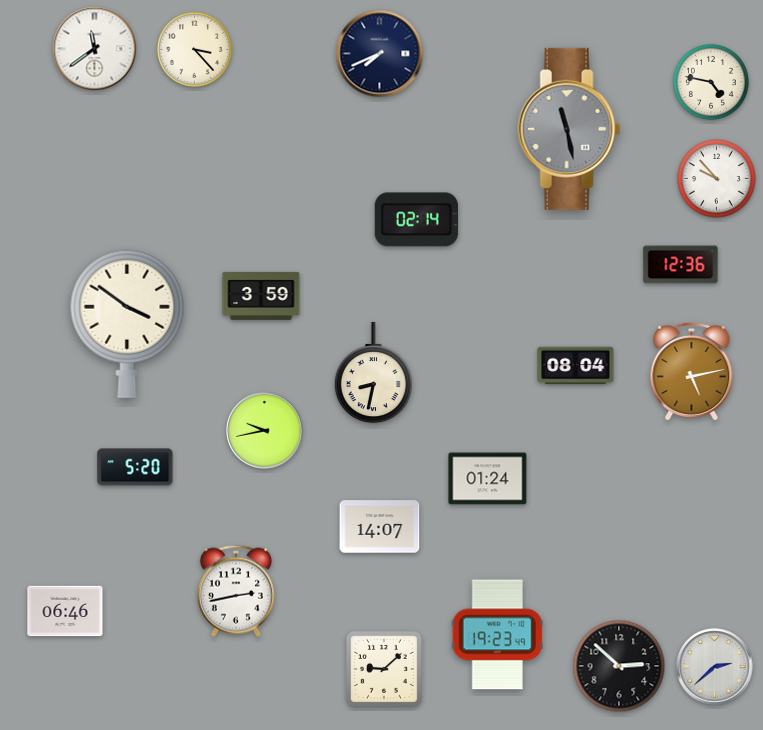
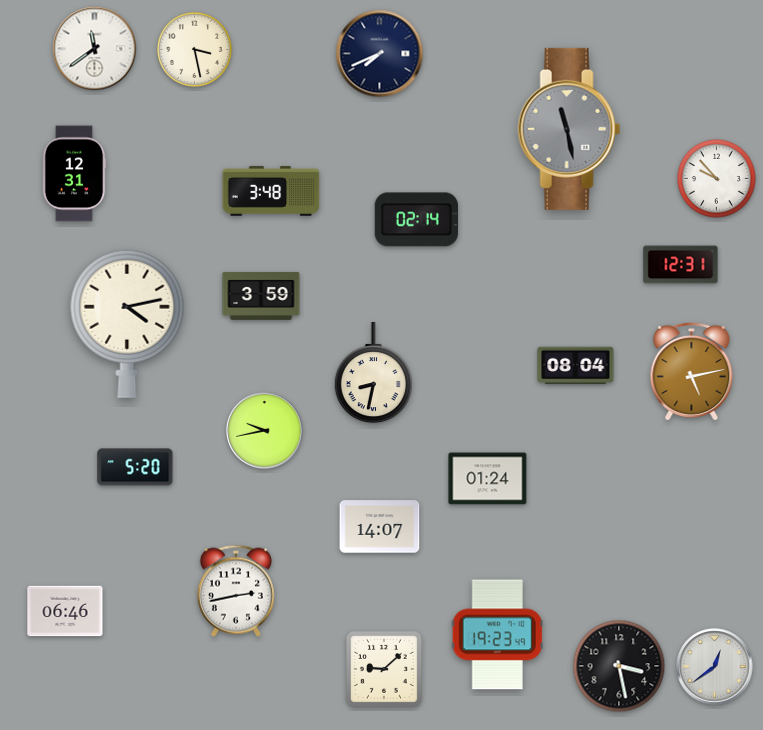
clock at (194, 49): 3:23 -> 3:28
clock at (711, 82): 4:47 -> none
clock at (74, 174): none -> 12:31
clock at (271, 191): none -> 3:48
clock at (681, 265): 12:36 -> 12:31
clock at (127, 324): 3:51 -> 4:13
clock at (619, 666): 2:52 -> 3:28
clock at (715, 667): 2:38 -> 12:39
